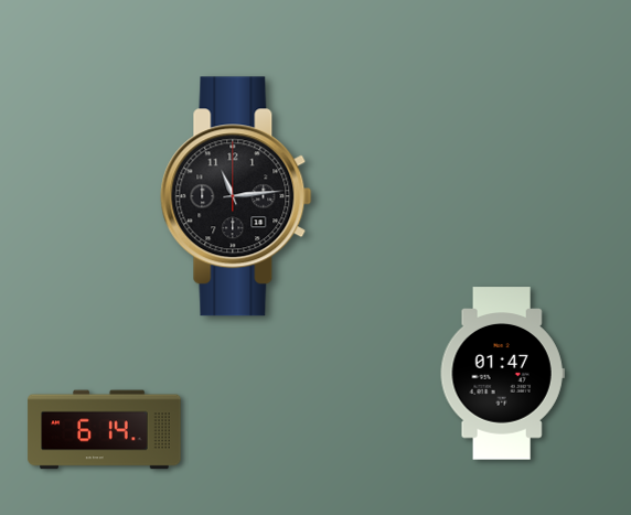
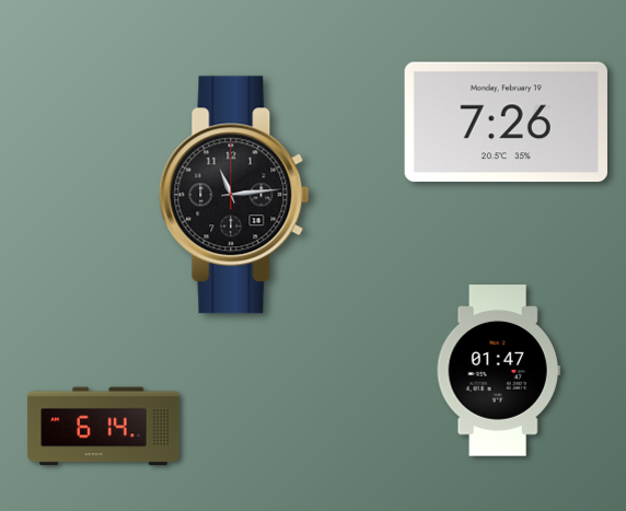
clock at (506, 123): none -> 7:26
